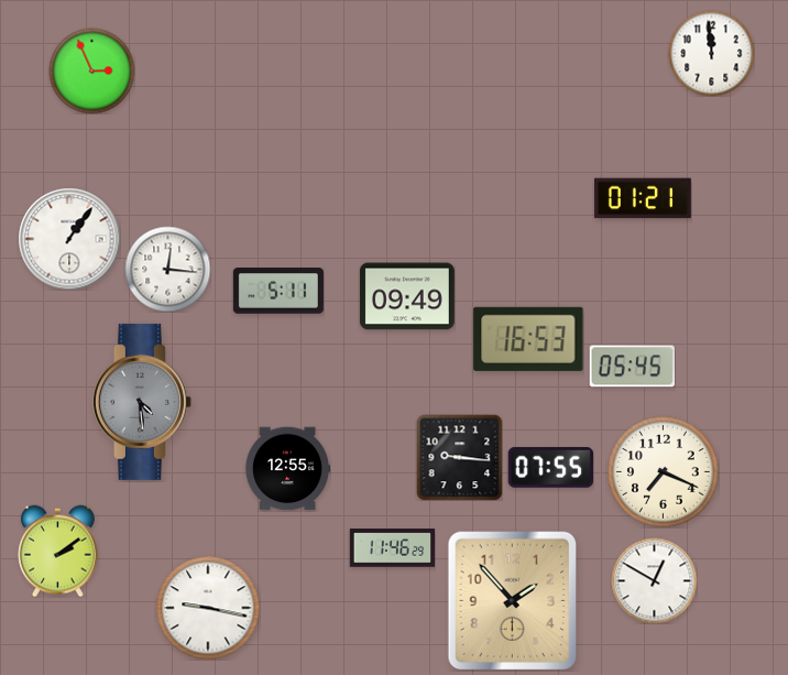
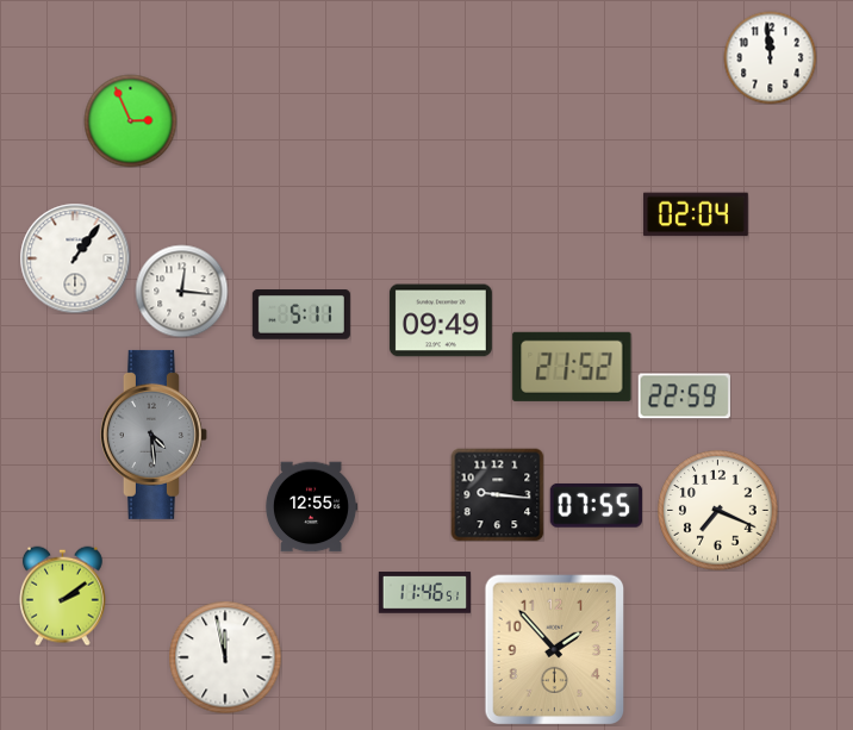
clock at (91, 70) position: (91, 70) -> (130, 120)
clock at (643, 198): 01:21 -> 02:04
clock at (528, 339): 16:53 -> 21:52
clock at (632, 367): 05:45 -> 22:59
clock at (392, 548): 11:46:29 -> 11:46:51
clock at (654, 580): 12:50 -> none
clock at (208, 608): 9:17 -> 11:58
